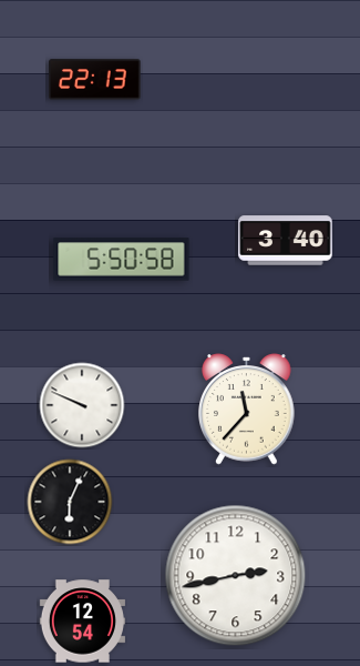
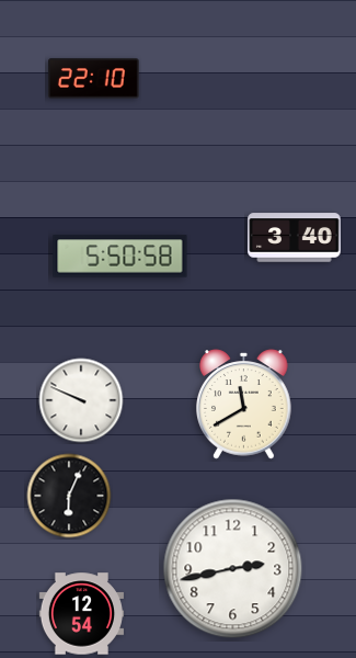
clock at (95, 80): 22:13 -> 22:10
clock at (286, 241) position: (286, 241) -> (295, 238)
clock at (247, 410): 11:37 -> 11:40
